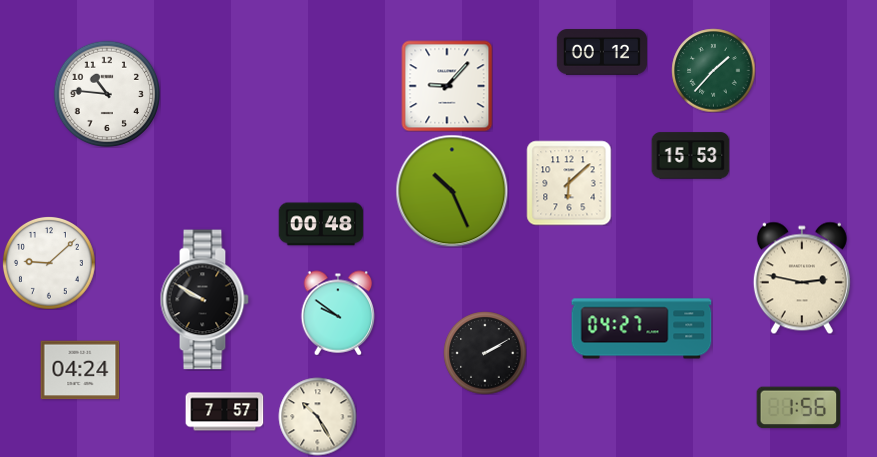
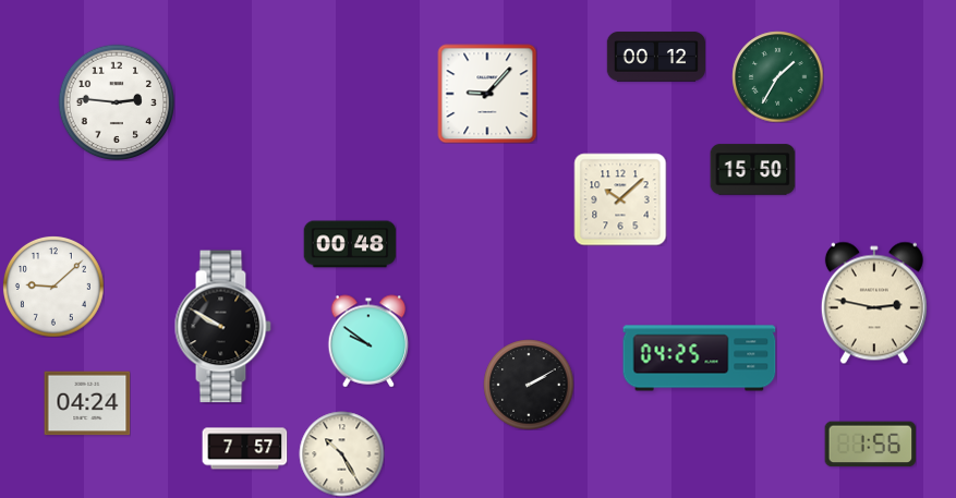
clock at (713, 70): 1:37 -> 1:35
clock at (106, 93): 10:46 -> 2:46
clock at (690, 156): 15:53 -> 15:50
clock at (569, 183): 6:08 -> 10:08
clock at (452, 191): 10:26 -> none
clock at (642, 329): 04:27 -> 04:25
clock at (317, 416) position: (317, 416) -> (341, 453)
